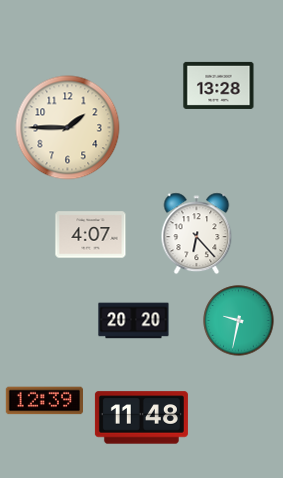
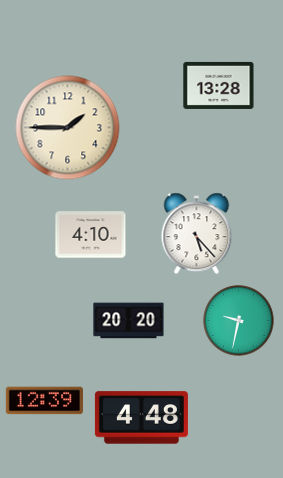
clock at (197, 234): 6:23 -> 5:23
clock at (91, 235): 4:07 -> 4:10
clock at (134, 321) position: (134, 321) -> (129, 321)
clock at (141, 418): 11:48 -> 4:48
